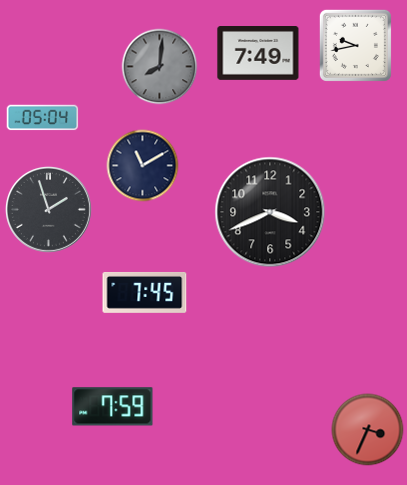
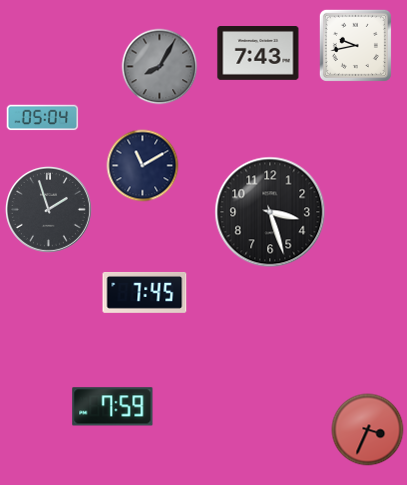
clock at (258, 54): 7:49 -> 7:43
clock at (160, 67): 8:01 -> 8:05
clock at (270, 212): 3:41 -> 3:27
